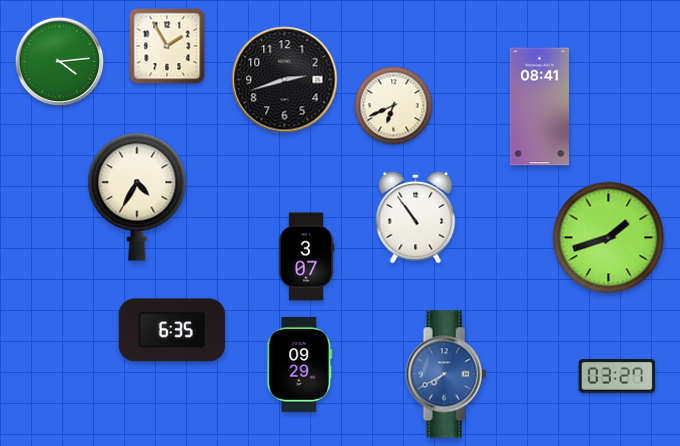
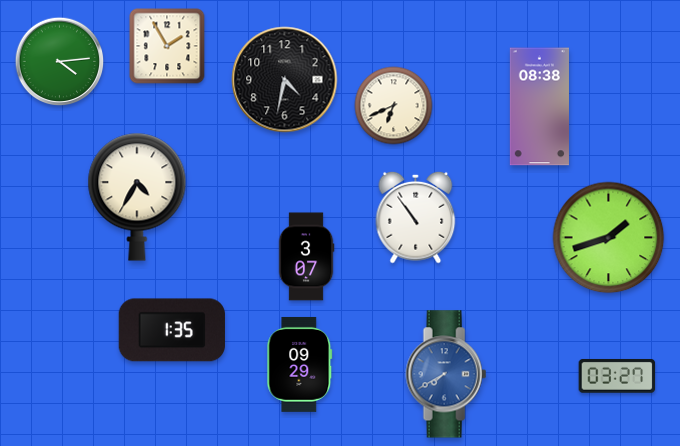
clock at (285, 80): 2:42 -> 4:32
clock at (539, 107): 08:41 -> 08:38
clock at (172, 330): 6:35 -> 1:35
